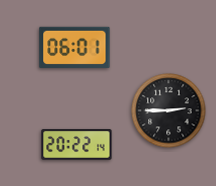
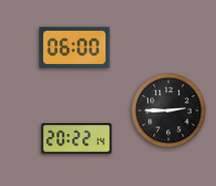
clock at (75, 48): 06:01 -> 06:00
clock at (77, 145) position: (77, 145) -> (77, 139)
